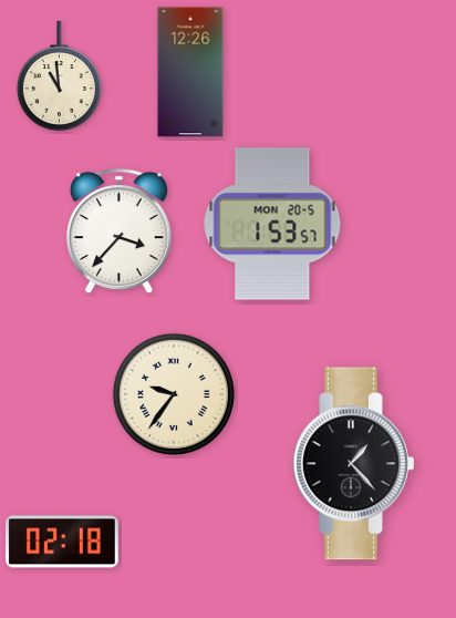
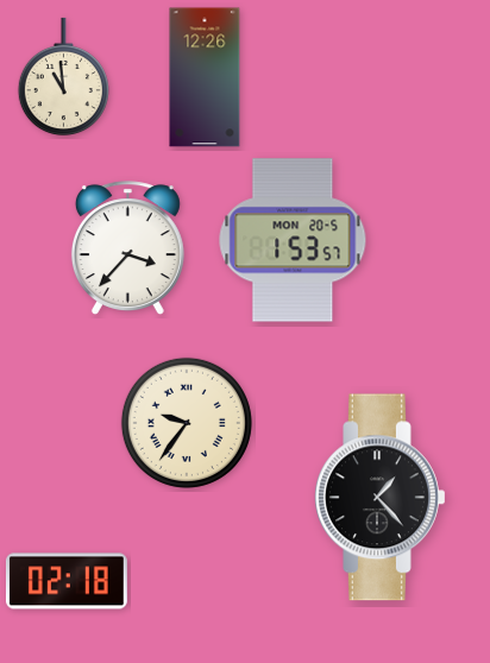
clock at (59, 76) position: (59, 76) -> (63, 77)
